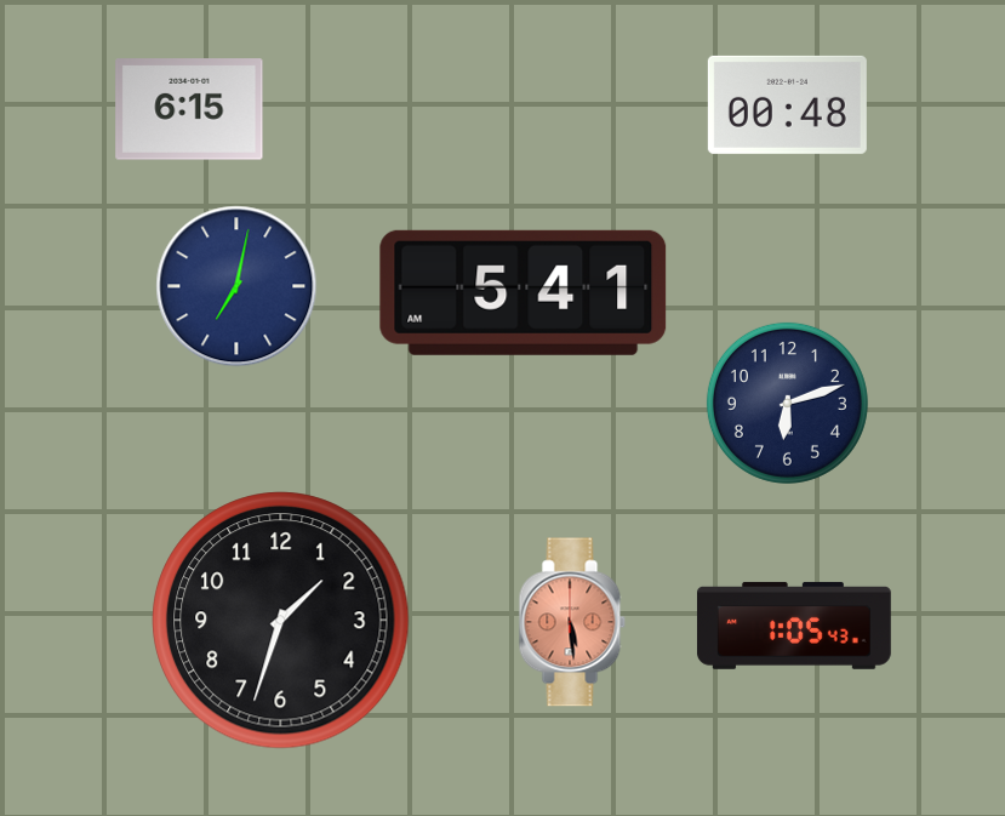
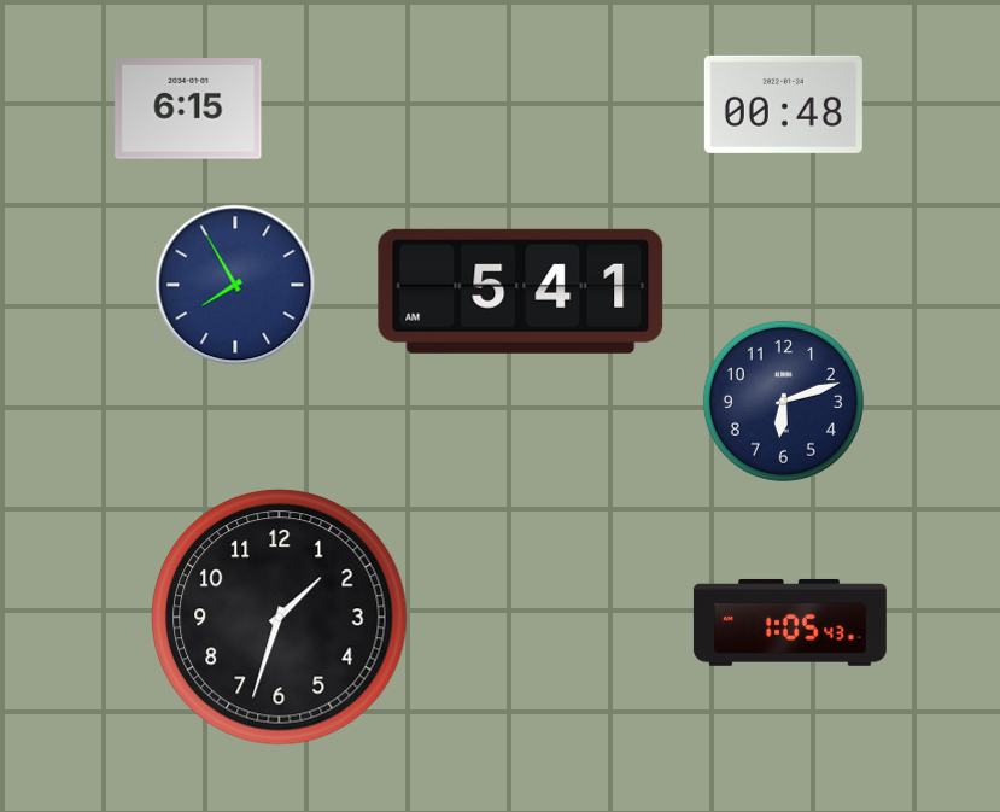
clock at (236, 286): 7:02 -> 7:55
clock at (572, 622): 5:29 -> none
